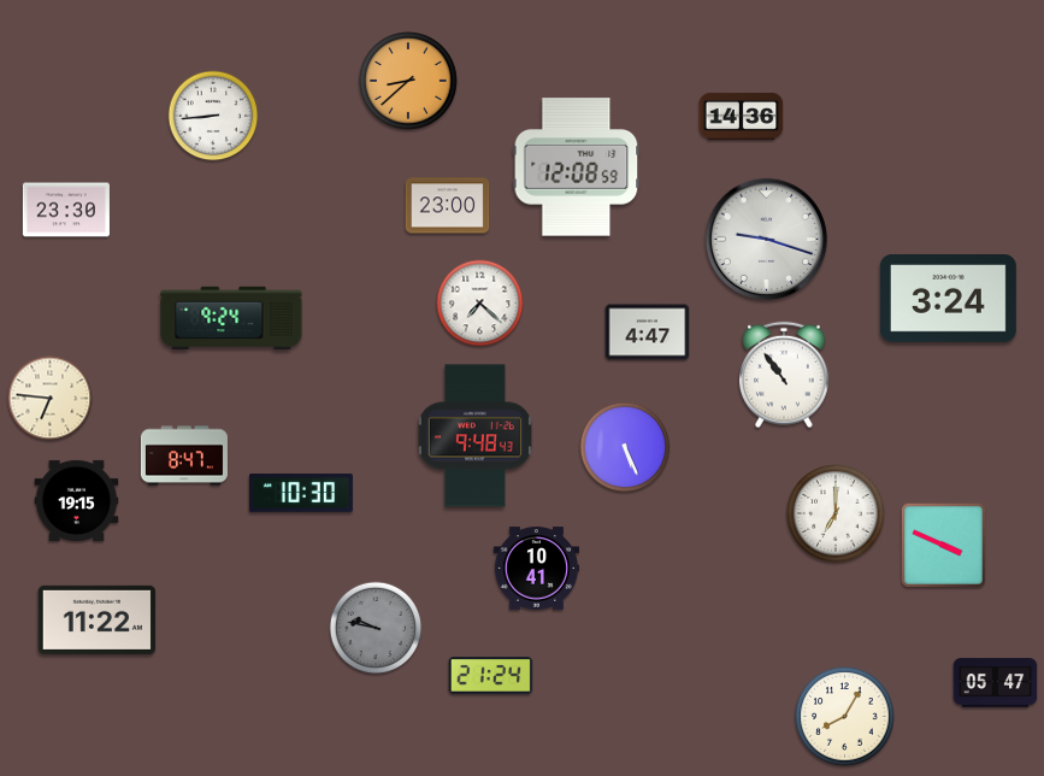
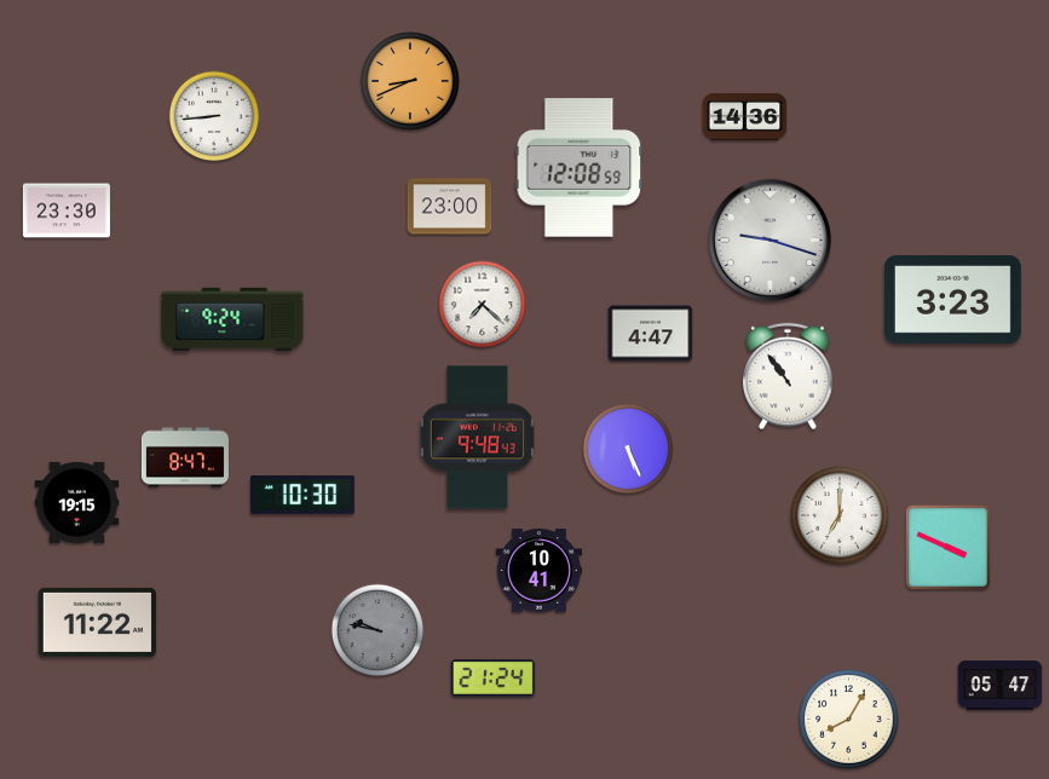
clock at (408, 81): 8:38 -> 8:41
clock at (948, 299): 3:24 -> 3:23
clock at (51, 399): 6:46 -> none
